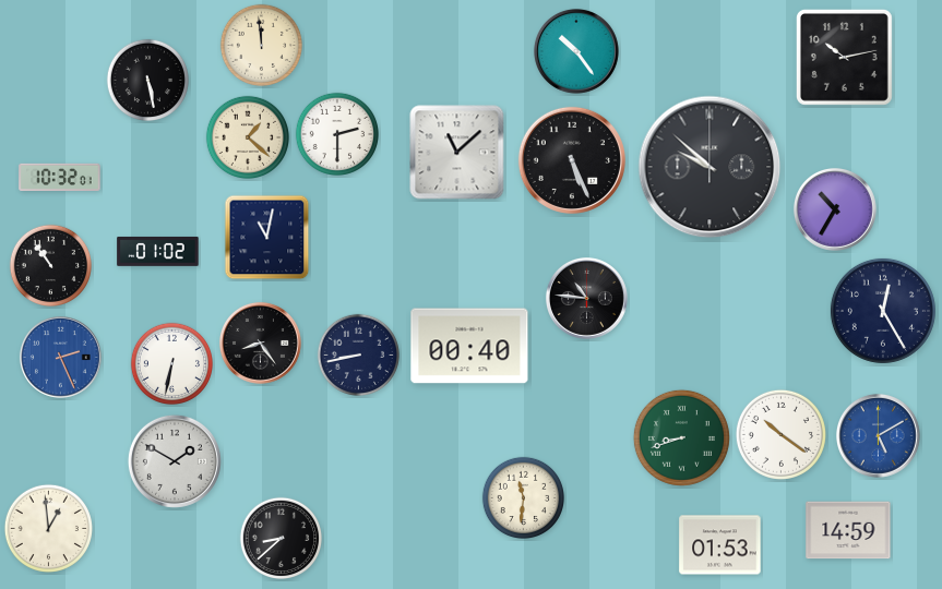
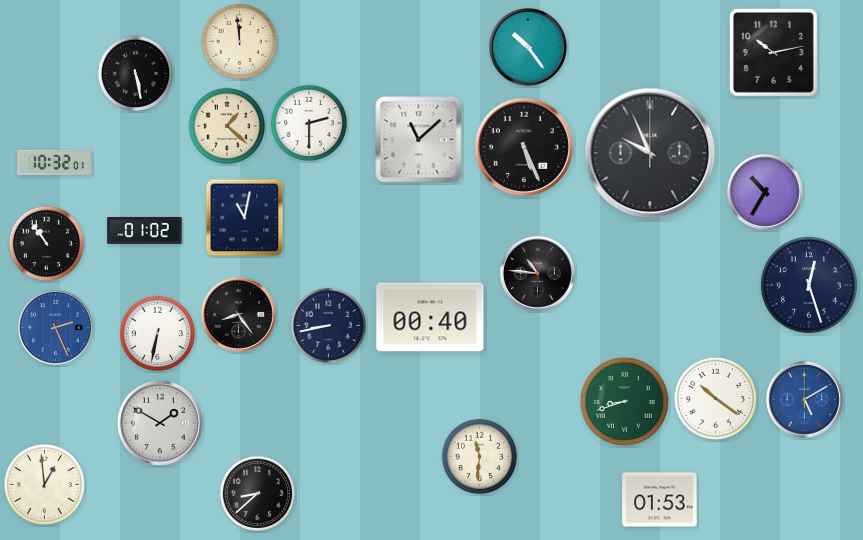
clock at (710, 167): 9:52 -> 9:56
clock at (883, 311): 12:25 -> 12:27
clock at (848, 530): 14:59 -> none
